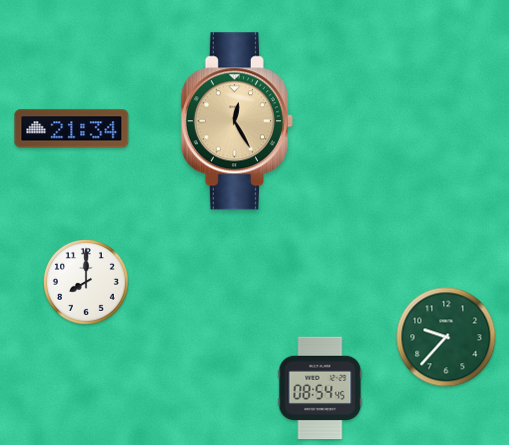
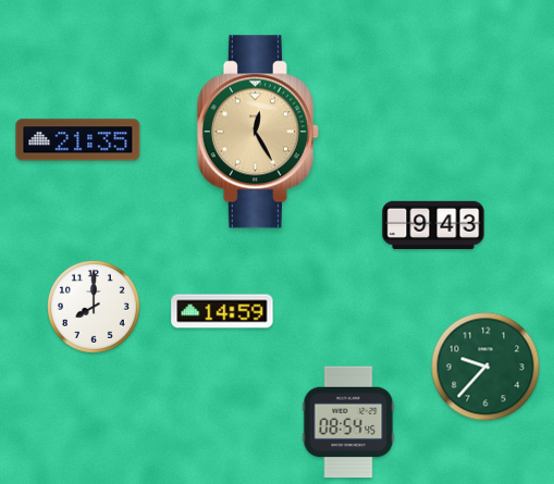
clock at (72, 129): 21:34 -> 21:35
clock at (433, 225): none -> 9:43
clock at (222, 311): none -> 14:59
